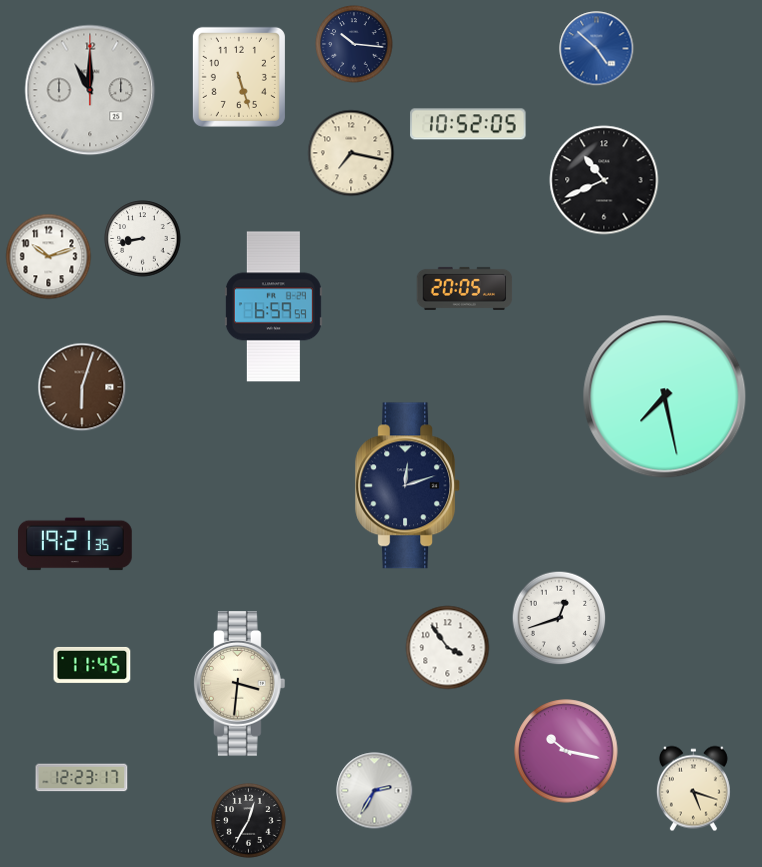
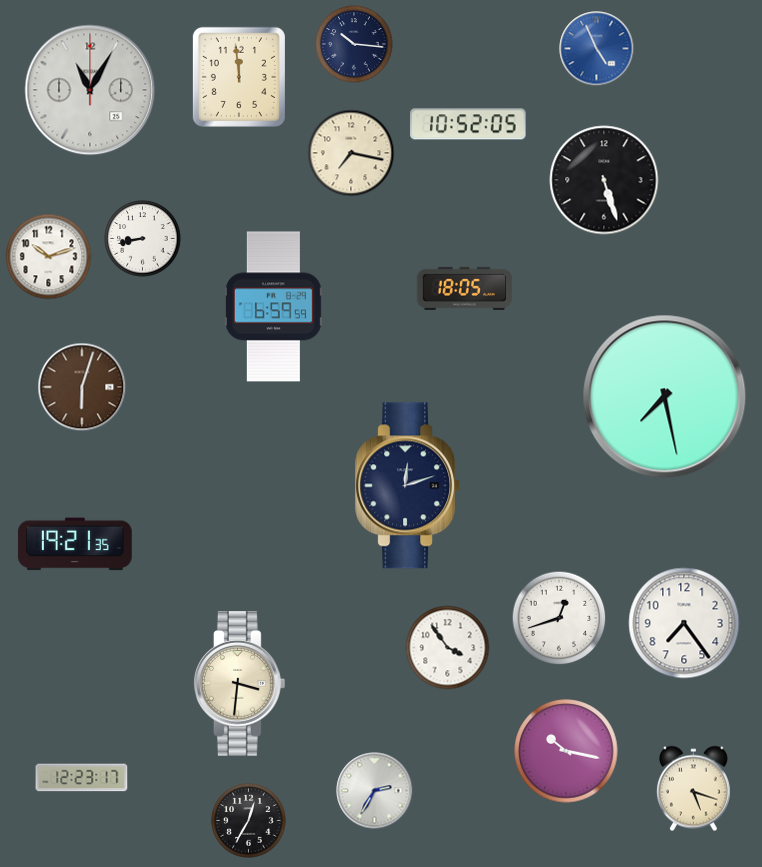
clock at (597, 49): 4:52 -> 4:56
clock at (239, 77): 5:27 -> 11:59
clock at (90, 90): 11:00 -> 11:05
clock at (604, 180): 10:41 -> 5:27
clock at (465, 288): 20:05 -> 18:05
clock at (684, 623): none -> 7:24
clock at (92, 665): 11:45 -> none
